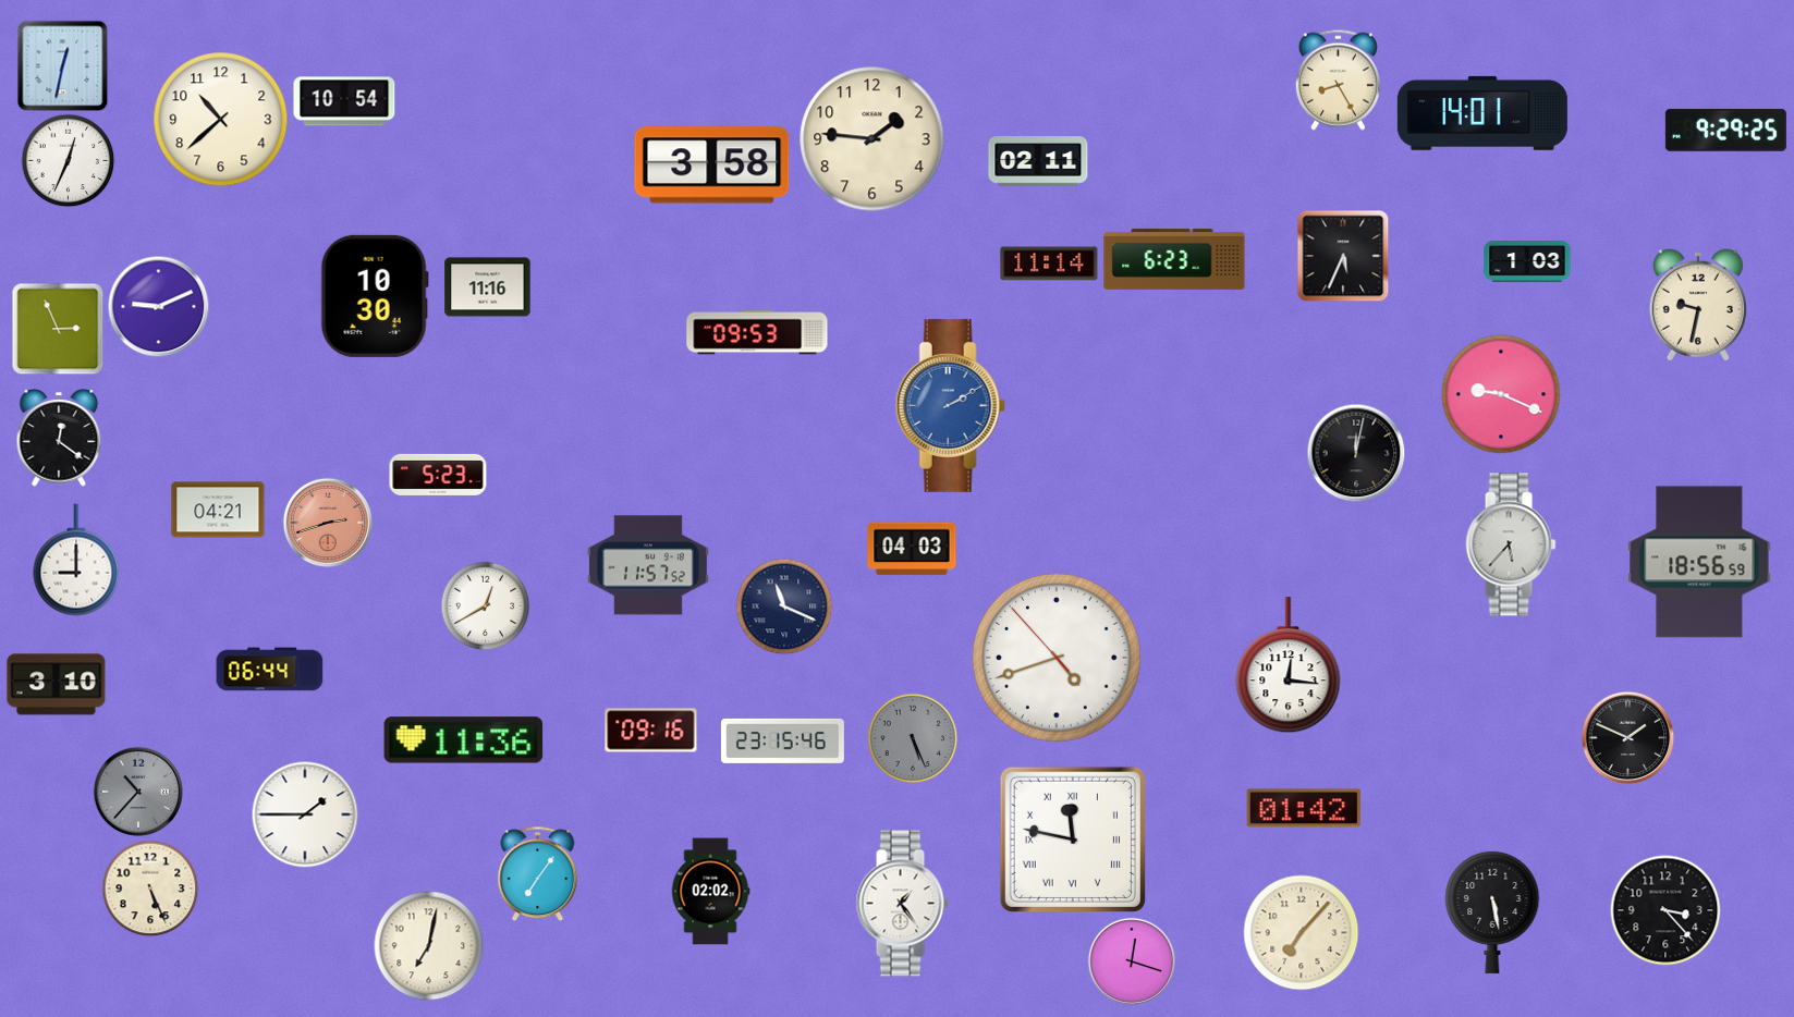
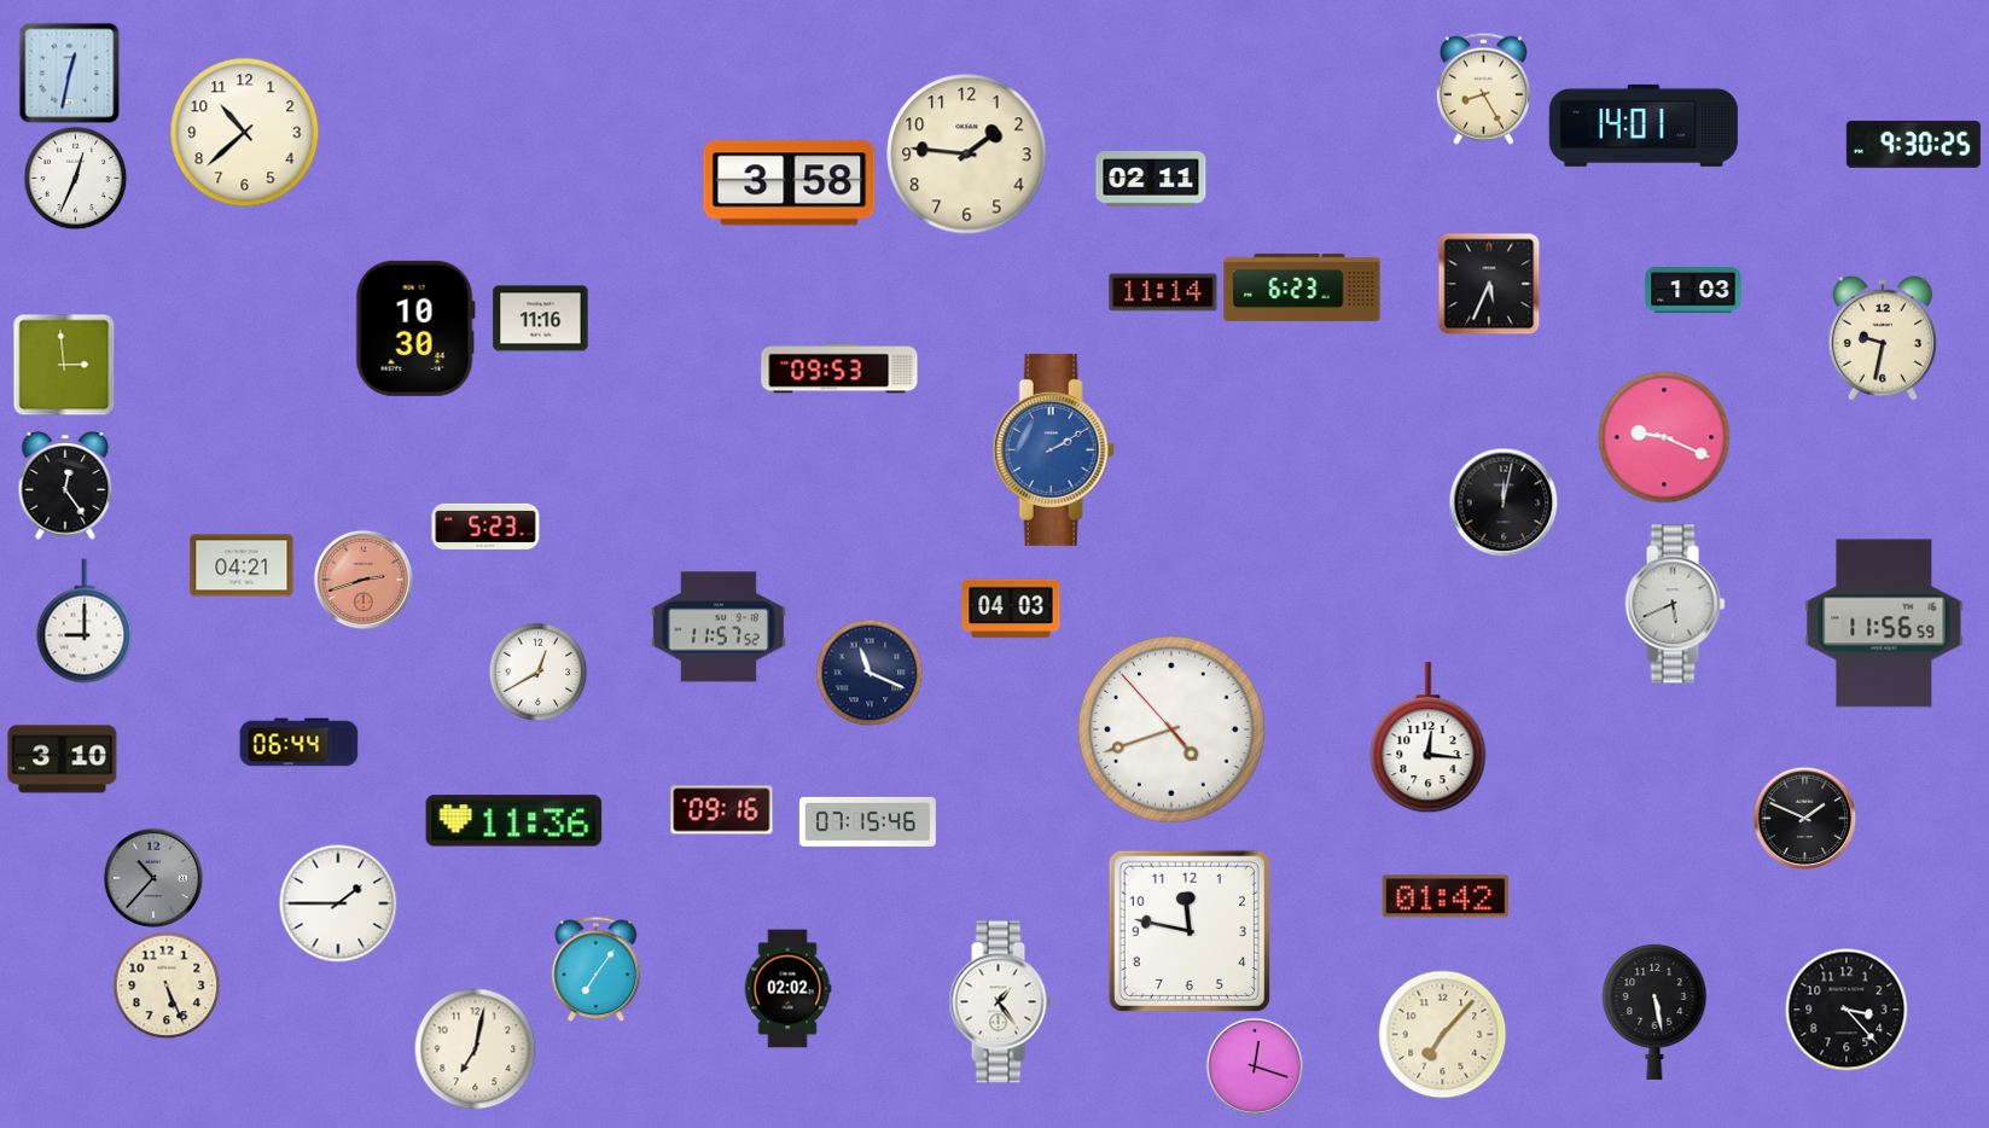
clock at (344, 101): 10:54 -> none
clock at (1725, 130): 9:29 -> 9:30
clock at (158, 306): 9:11 -> none
clock at (58, 329): 2:56 -> 2:59
clock at (59, 439): 12:21 -> 12:24
clock at (1511, 544): 5:37 -> 5:41
clock at (1699, 562): 18:56 -> 11:56
clock at (913, 738): 5:26 -> none
clock at (782, 740): 23:15 -> 07:15
clock at (1073, 840) numerals: Roman -> Arabic
